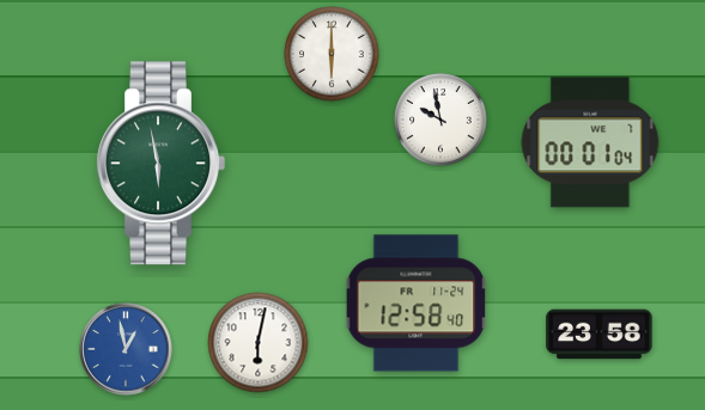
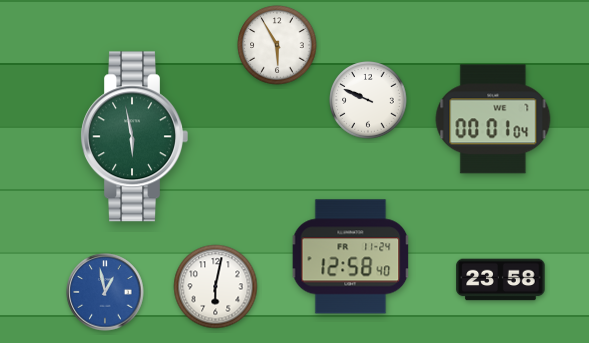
clock at (332, 54): 6:00 -> 5:55
clock at (440, 120): 9:58 -> 9:49
clock at (417, 304) position: (417, 304) -> (351, 257)
